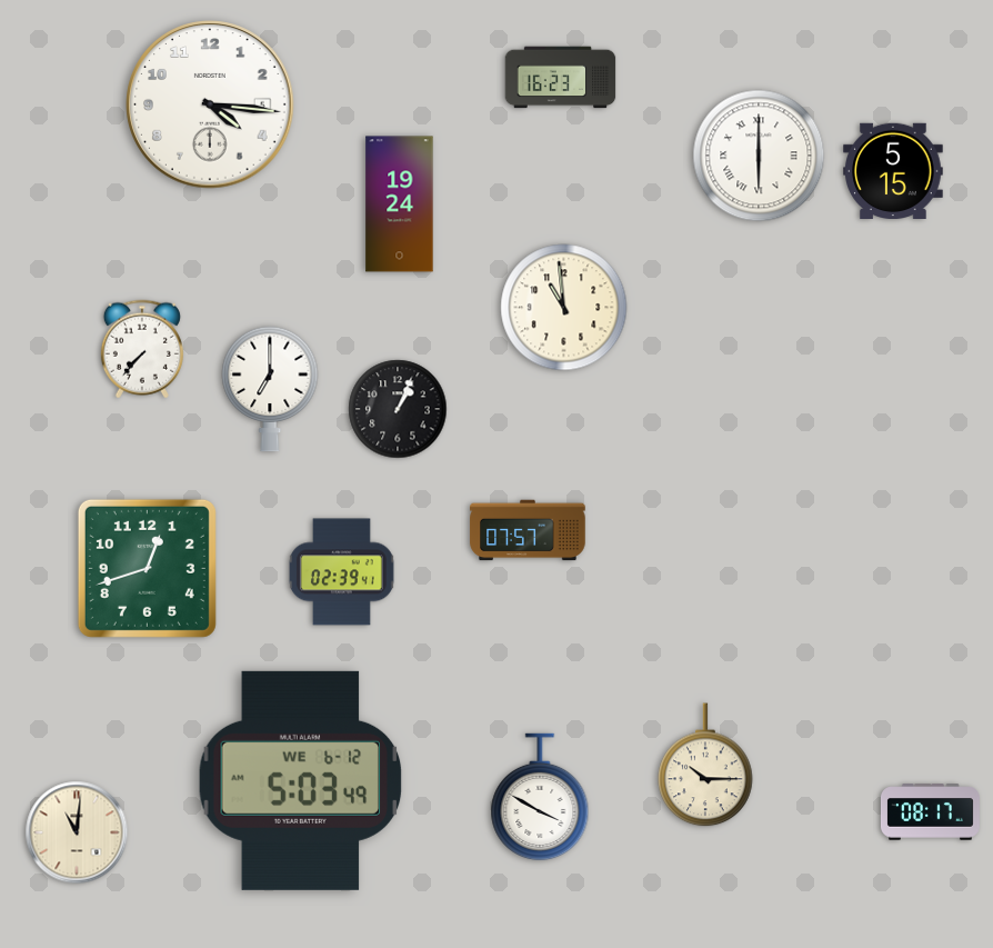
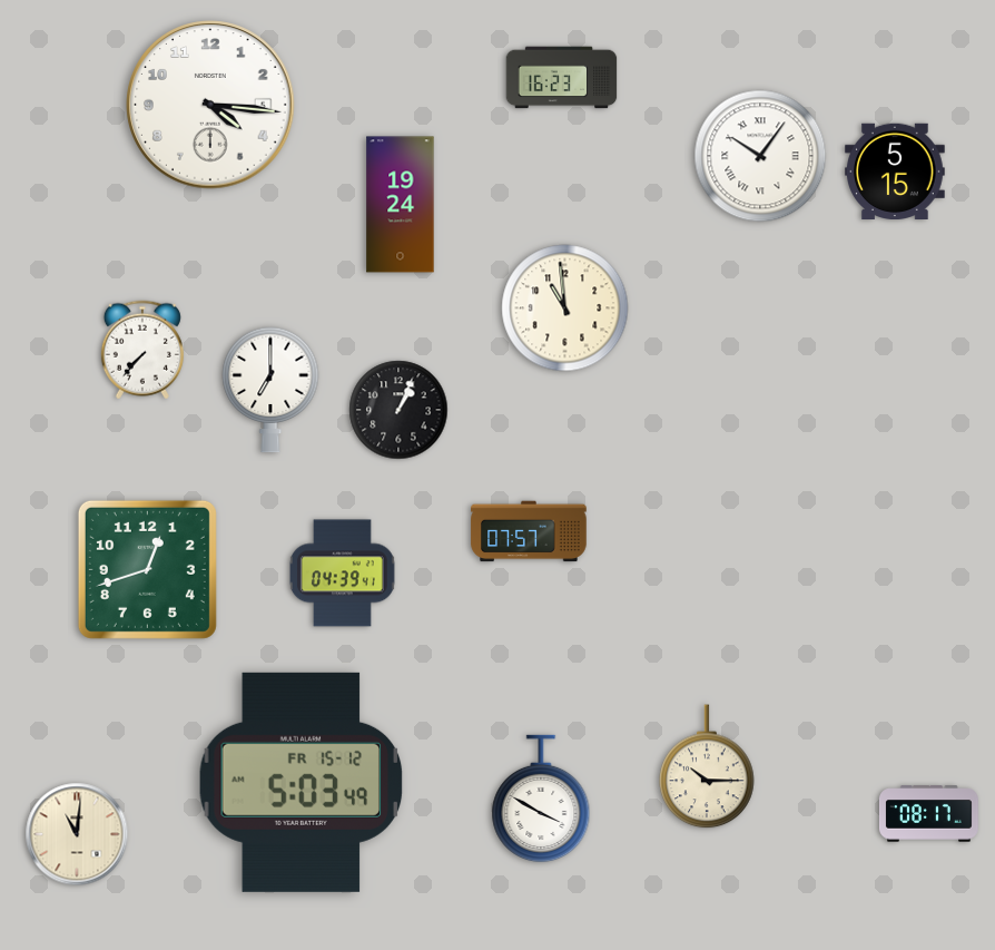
clock at (759, 156): 6:00 -> 10:06
clock at (341, 572): 02:39 -> 04:39
clock at (301, 780) date: WE 6-12 -> FR 15-12
clock at (930, 812) position: (930, 812) -> (928, 814)
